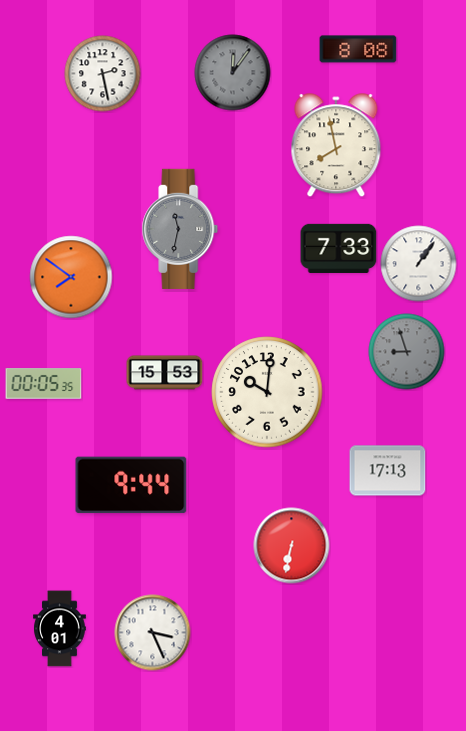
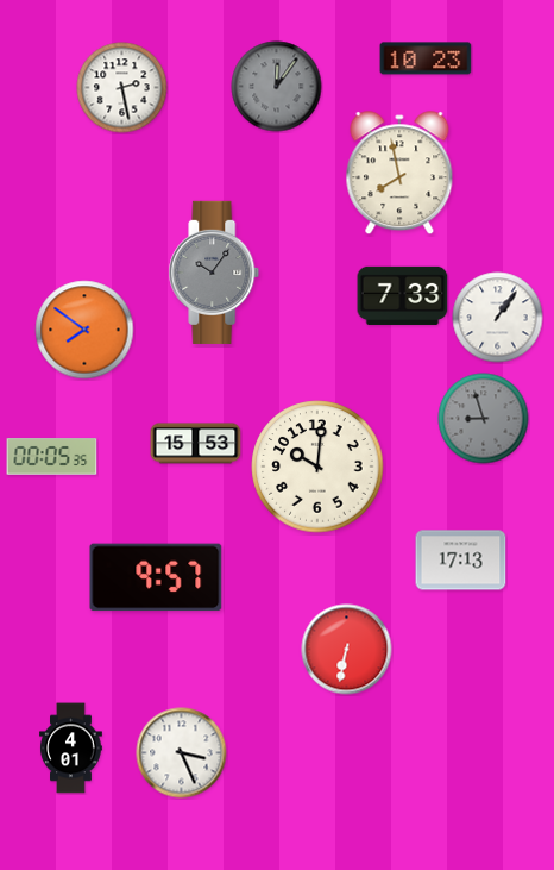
clock at (358, 49): 8:08 -> 10:23
clock at (180, 229): 11:32 -> 10:06
clock at (419, 264) position: (419, 264) -> (498, 318)
clock at (131, 485): 9:44 -> 9:57
